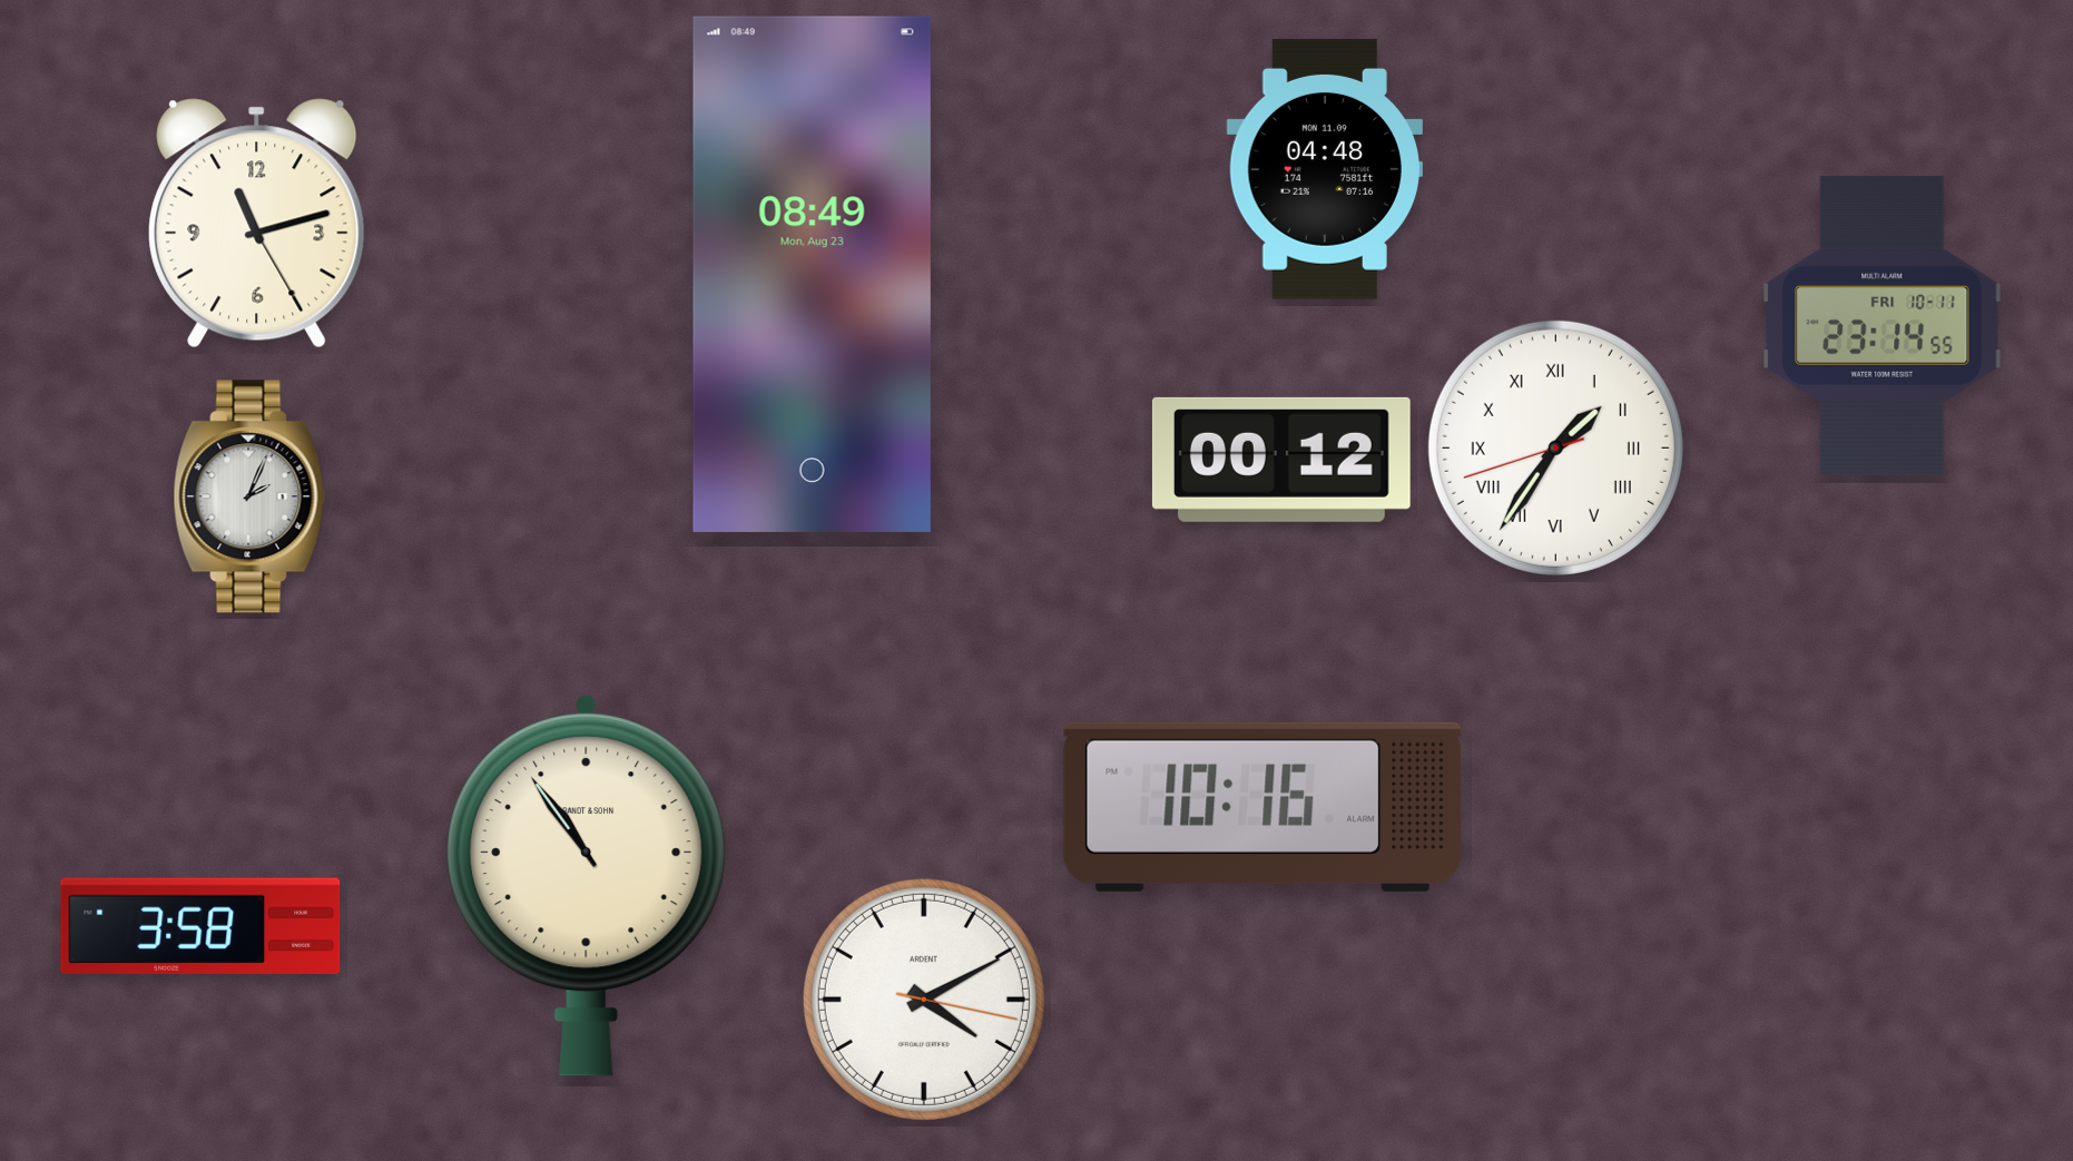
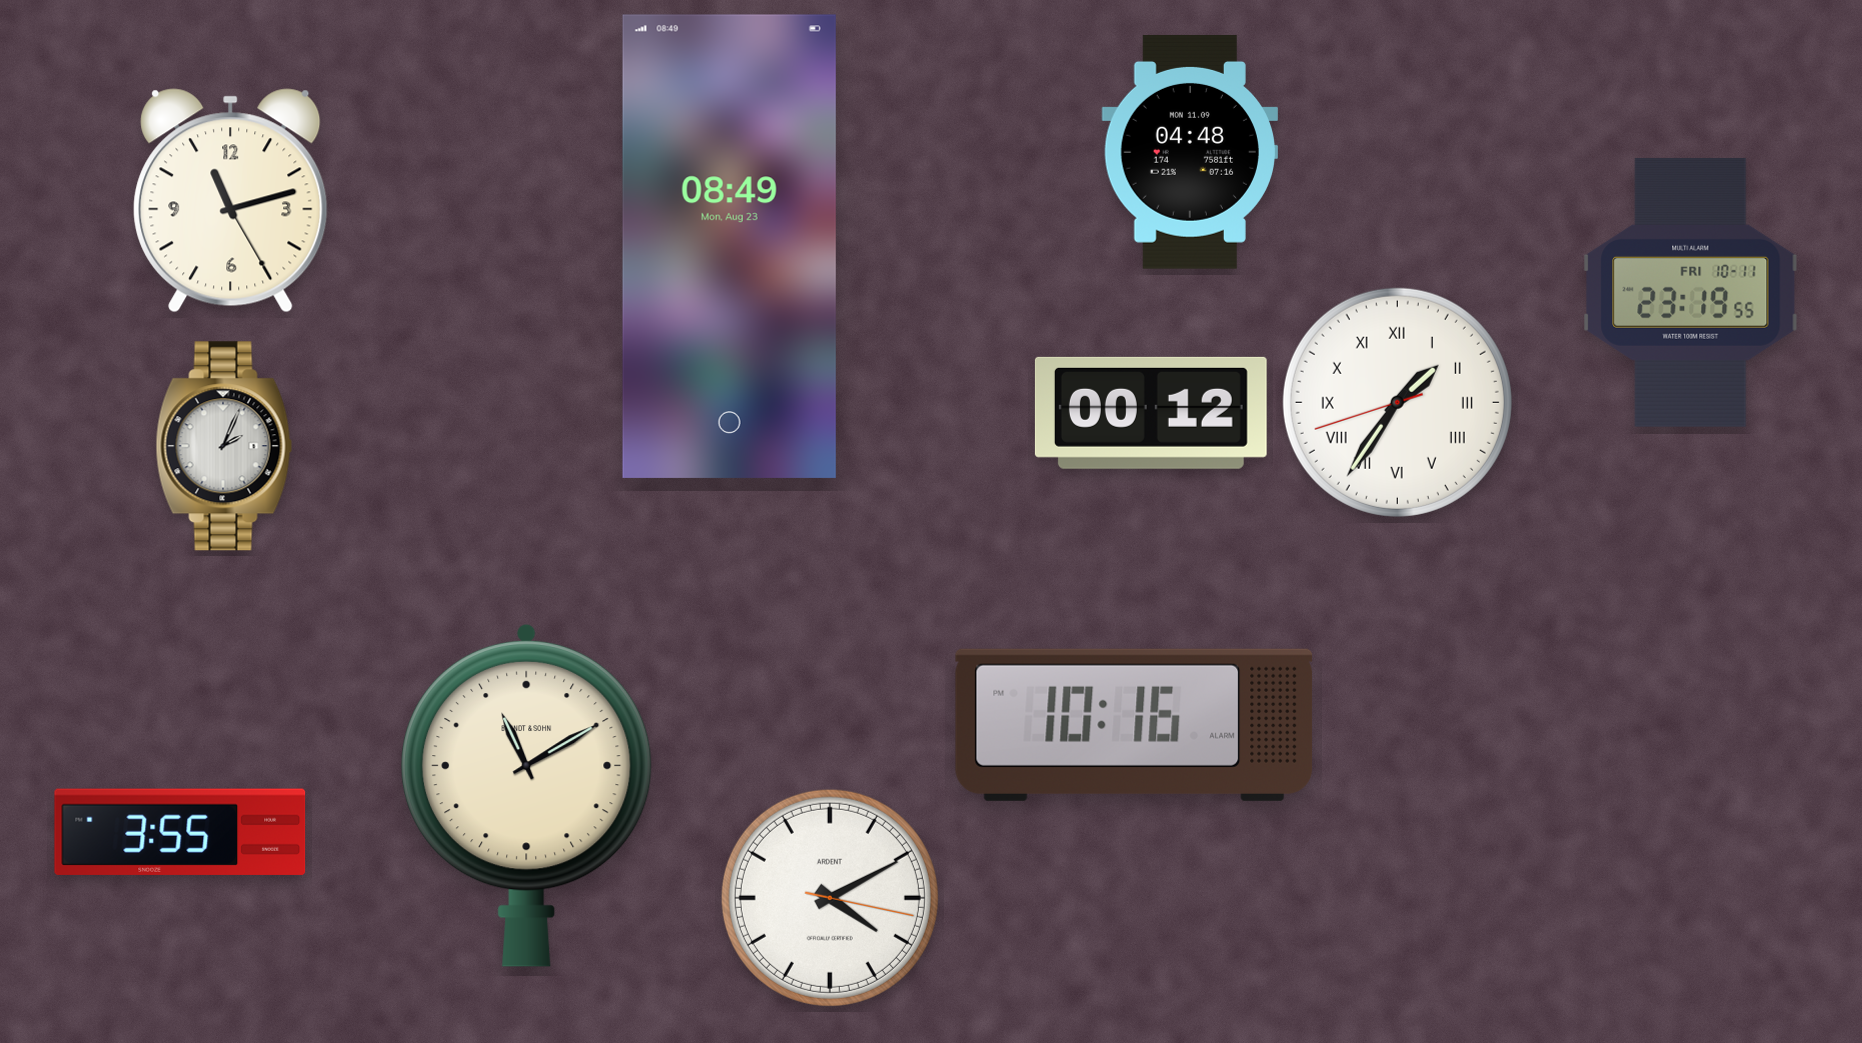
clock at (1883, 325): 23:14 -> 23:19
clock at (586, 885): 10:54 -> 11:10
clock at (200, 926): 3:58 -> 3:55
